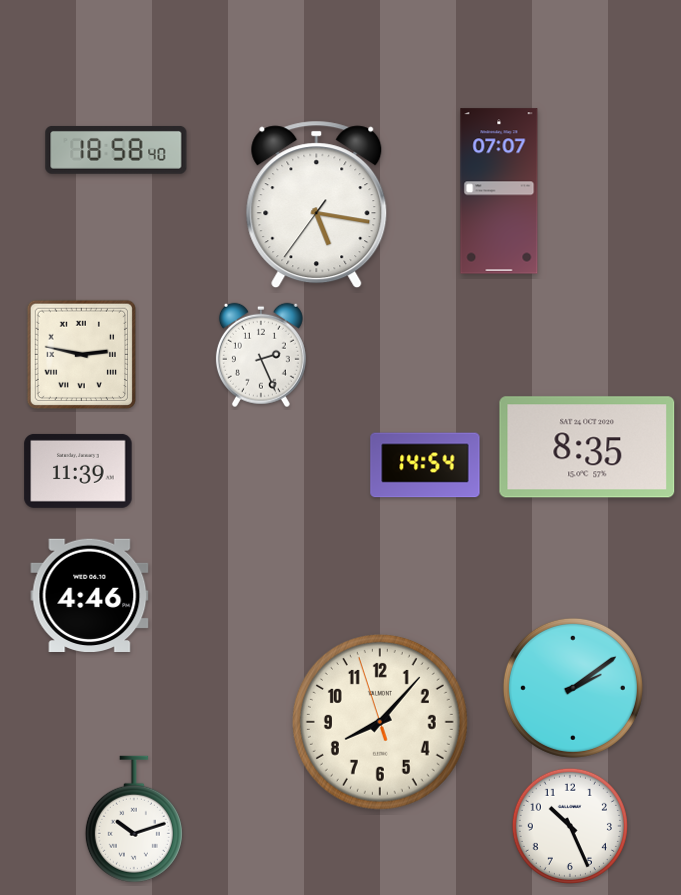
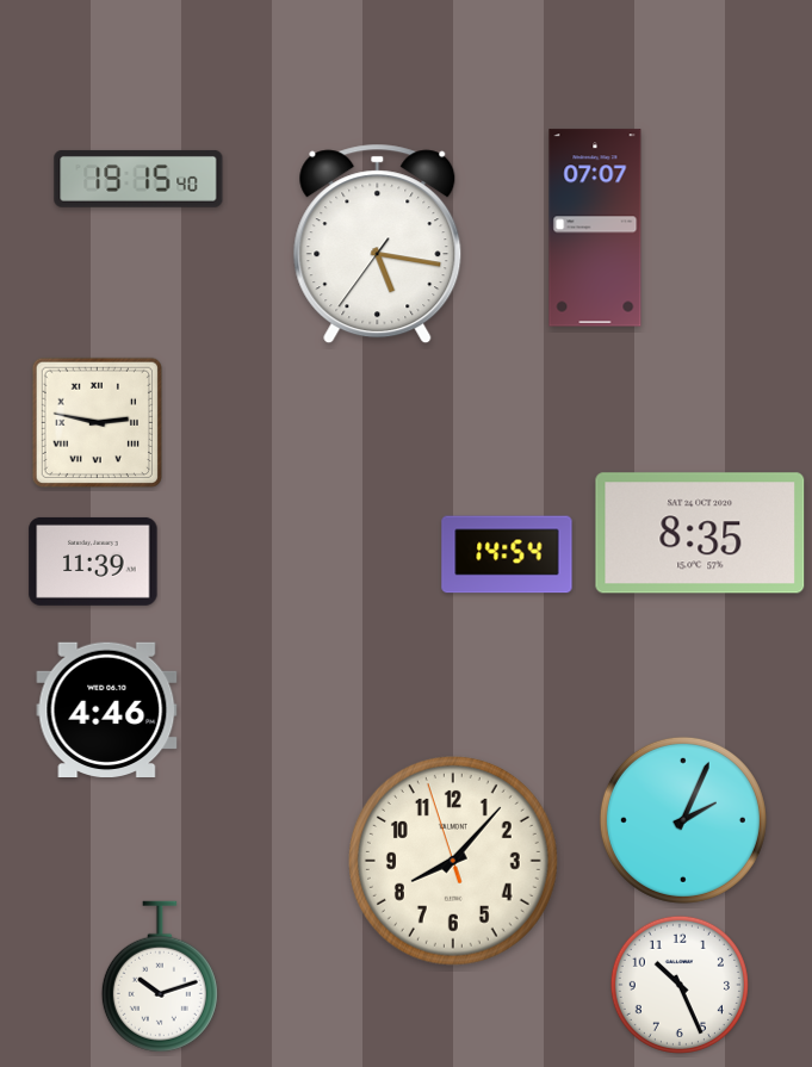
clock at (116, 150): 18:58 -> 19:15
clock at (261, 355): 2:26 -> none
clock at (573, 688): 2:09 -> 2:04
